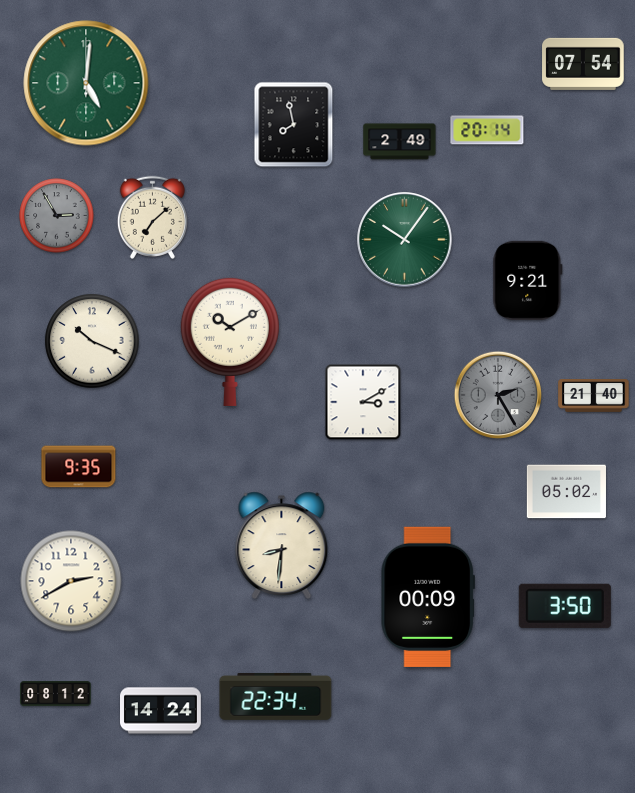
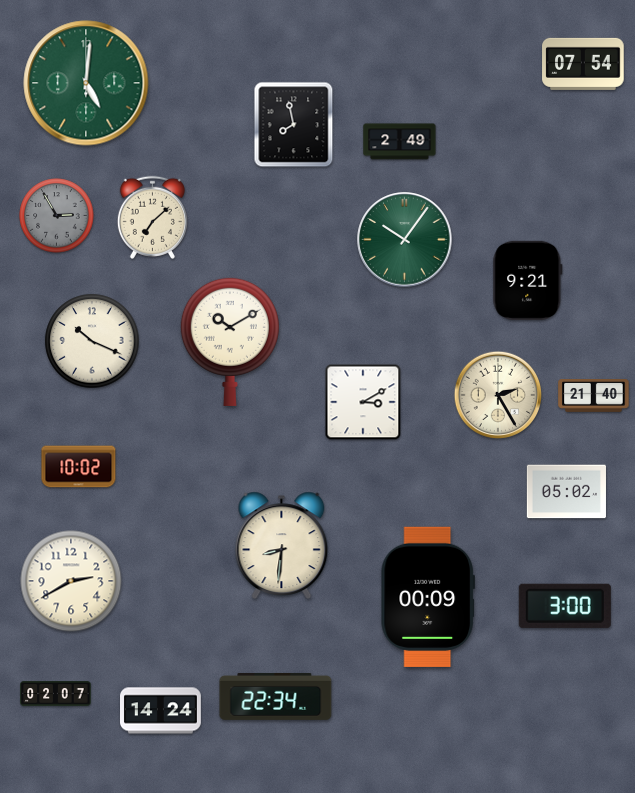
clock at (487, 130): 20:14 -> none
clock at (498, 395) dial: grey -> cream
clock at (79, 467): 9:35 -> 10:02
clock at (565, 606): 3:50 -> 3:00
clock at (56, 694): 08:12 -> 02:07
